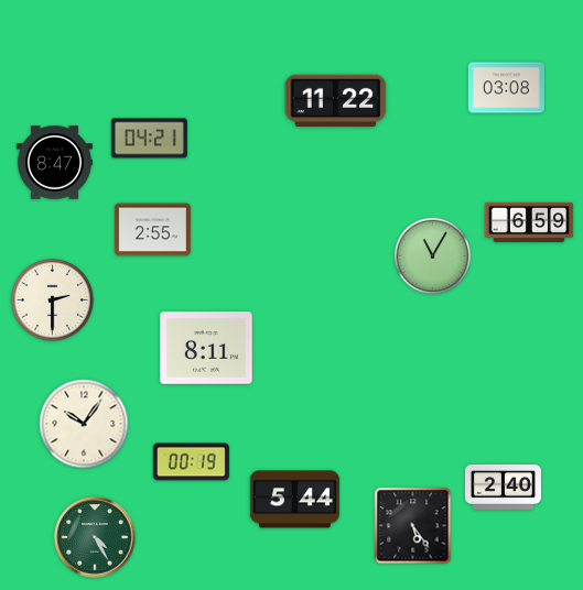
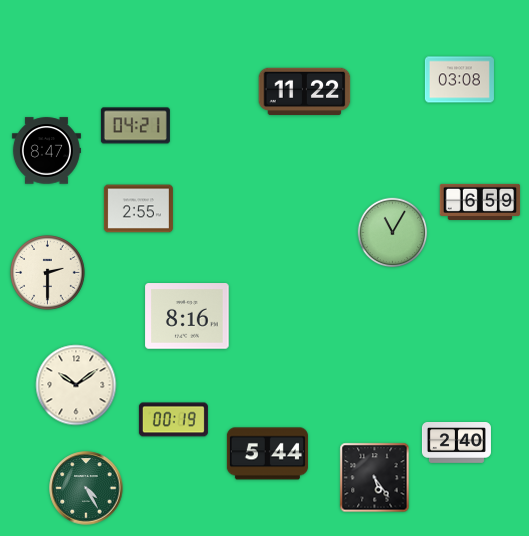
clock at (54, 163) position: (54, 163) -> (46, 151)
clock at (206, 348): 8:11 -> 8:16
clock at (84, 424): 10:06 -> 10:09
